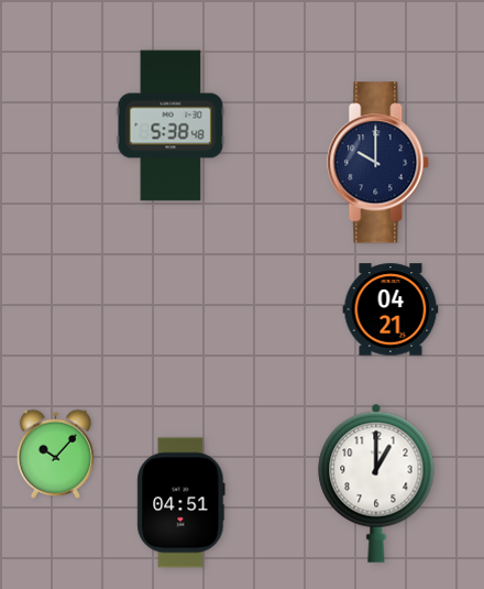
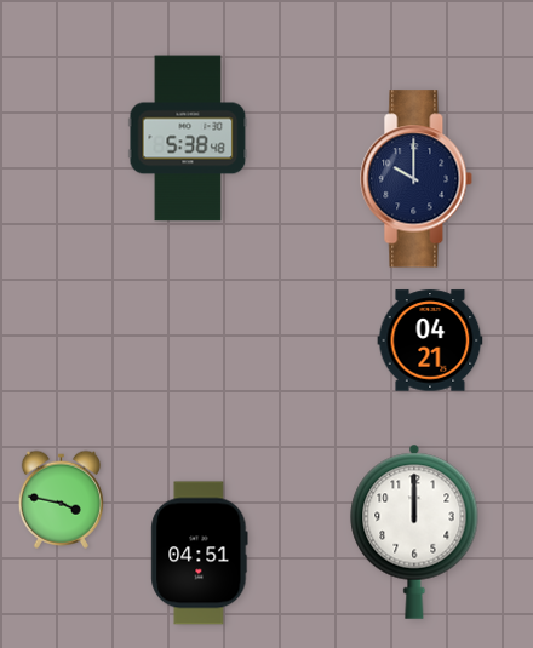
clock at (55, 454): 10:07 -> 3:47
clock at (376, 483): 1:00 -> 12:00
